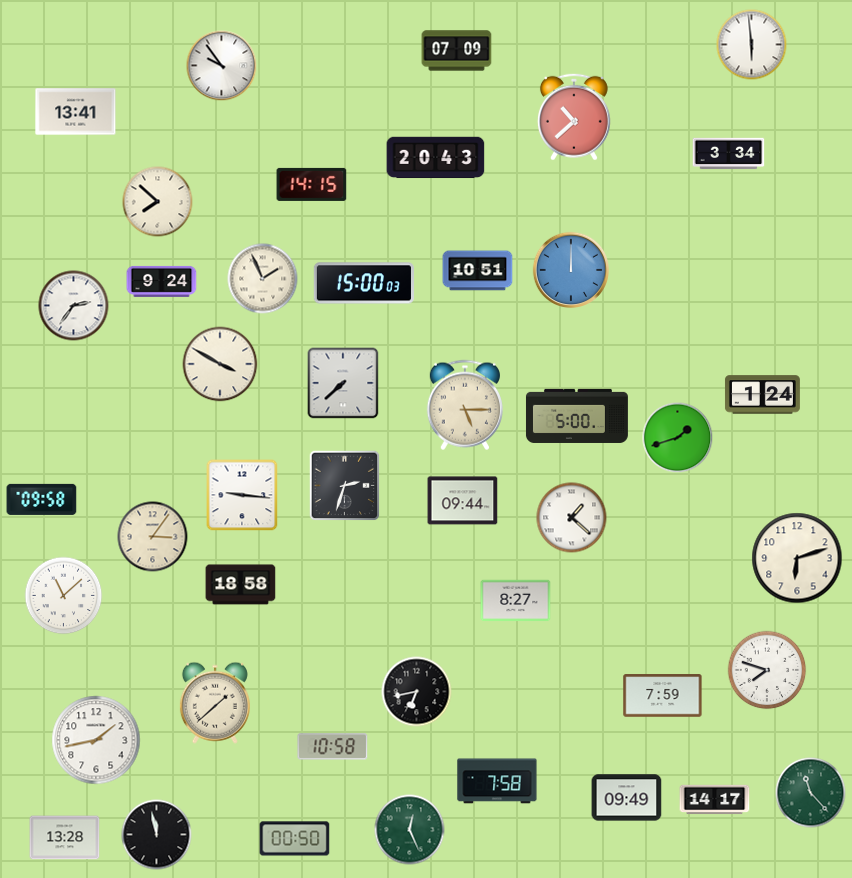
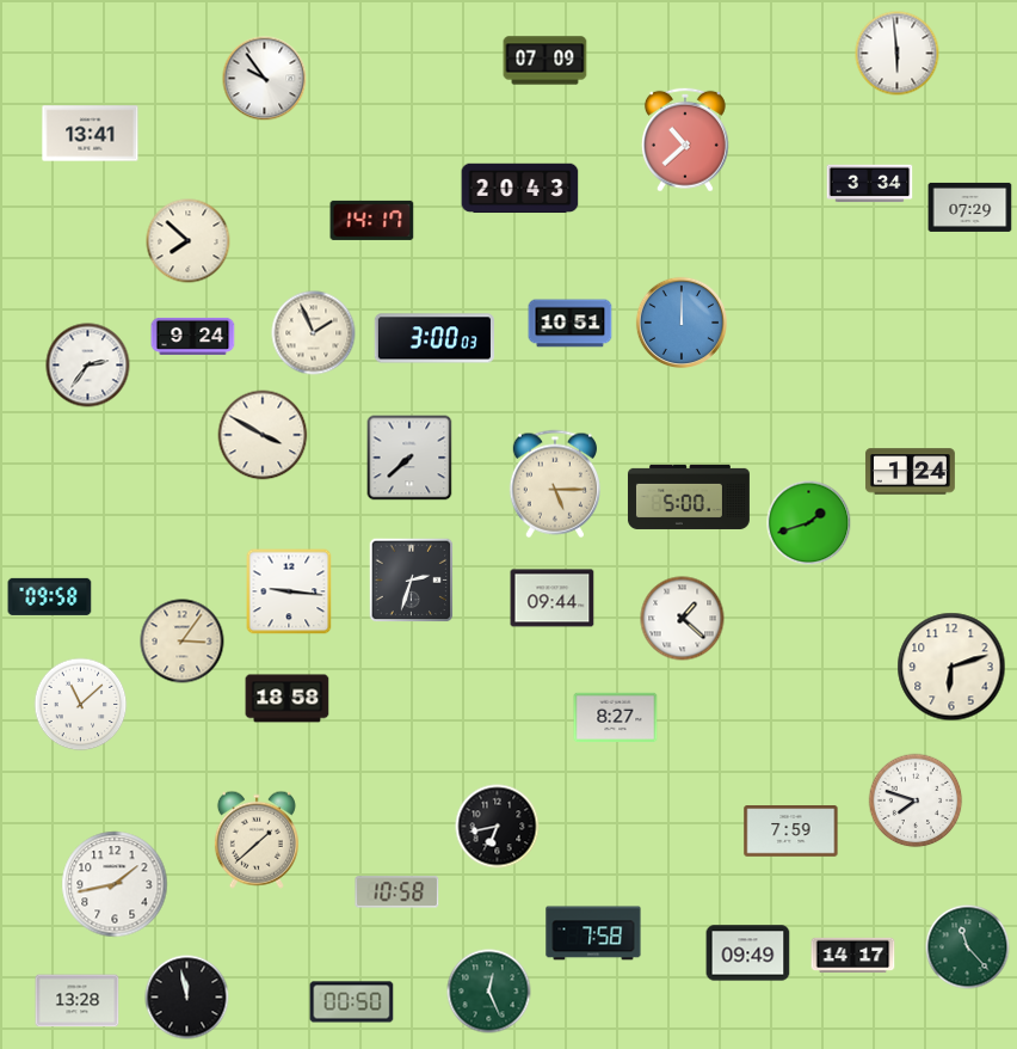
clock at (970, 207): none -> 07:29
clock at (312, 184): 14:15 -> 14:17
clock at (364, 283): 15:00 -> 3:00
clock at (64, 596) position: (64, 596) -> (81, 705)
